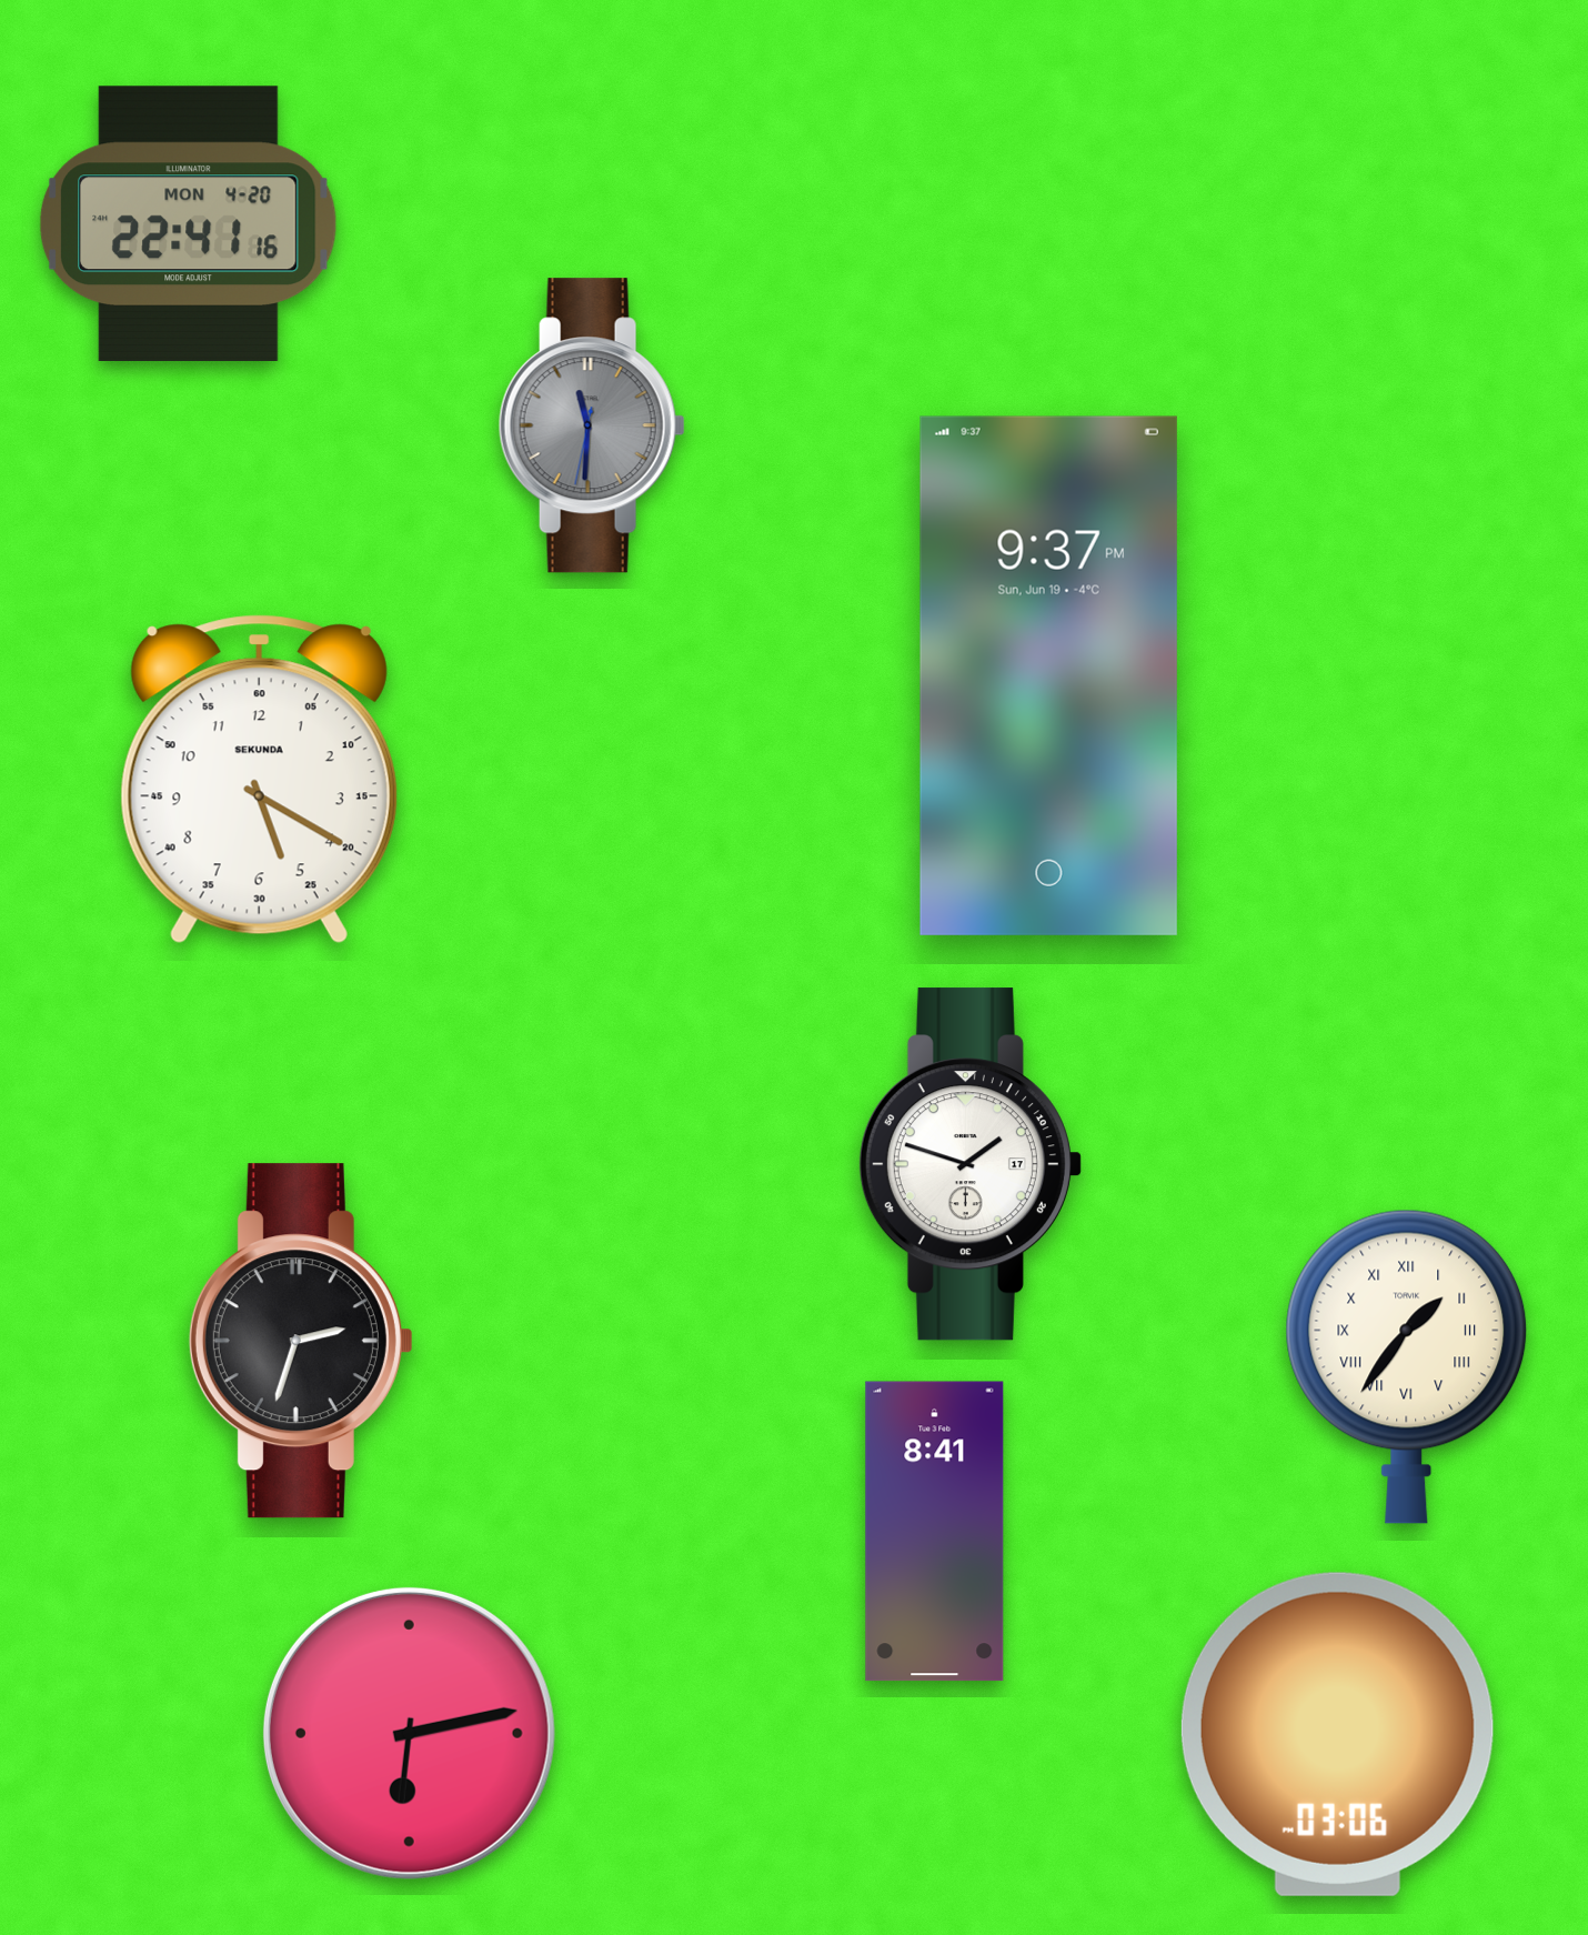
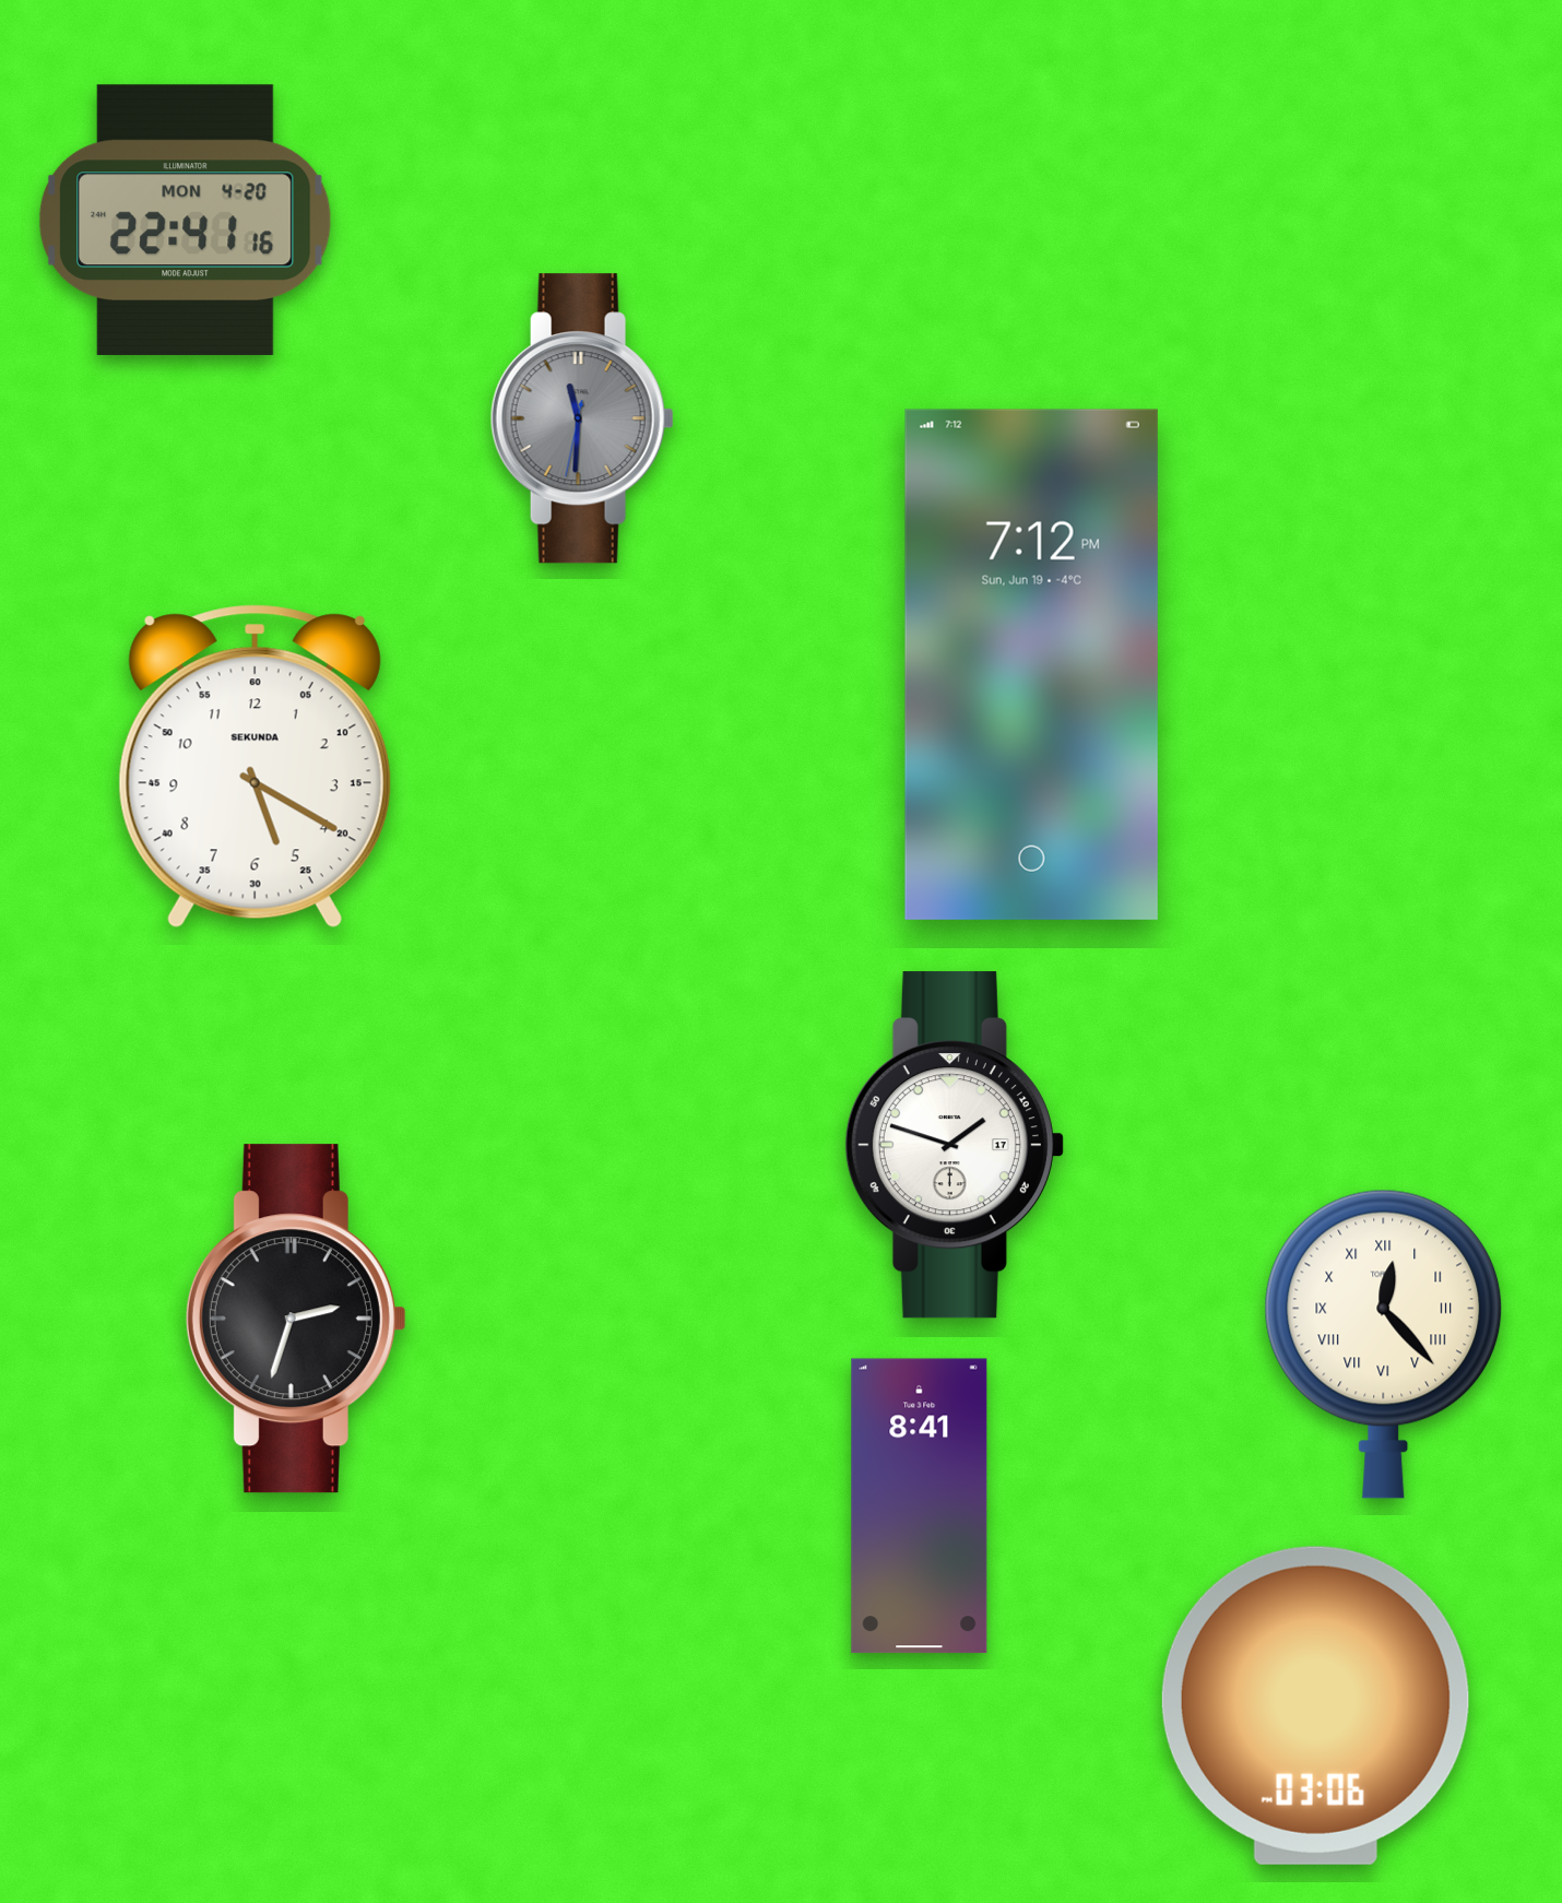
clock at (1048, 675): 9:37 -> 7:12
clock at (1407, 1366): 1:36 -> 12:23
clock at (409, 1733): 6:13 -> none
